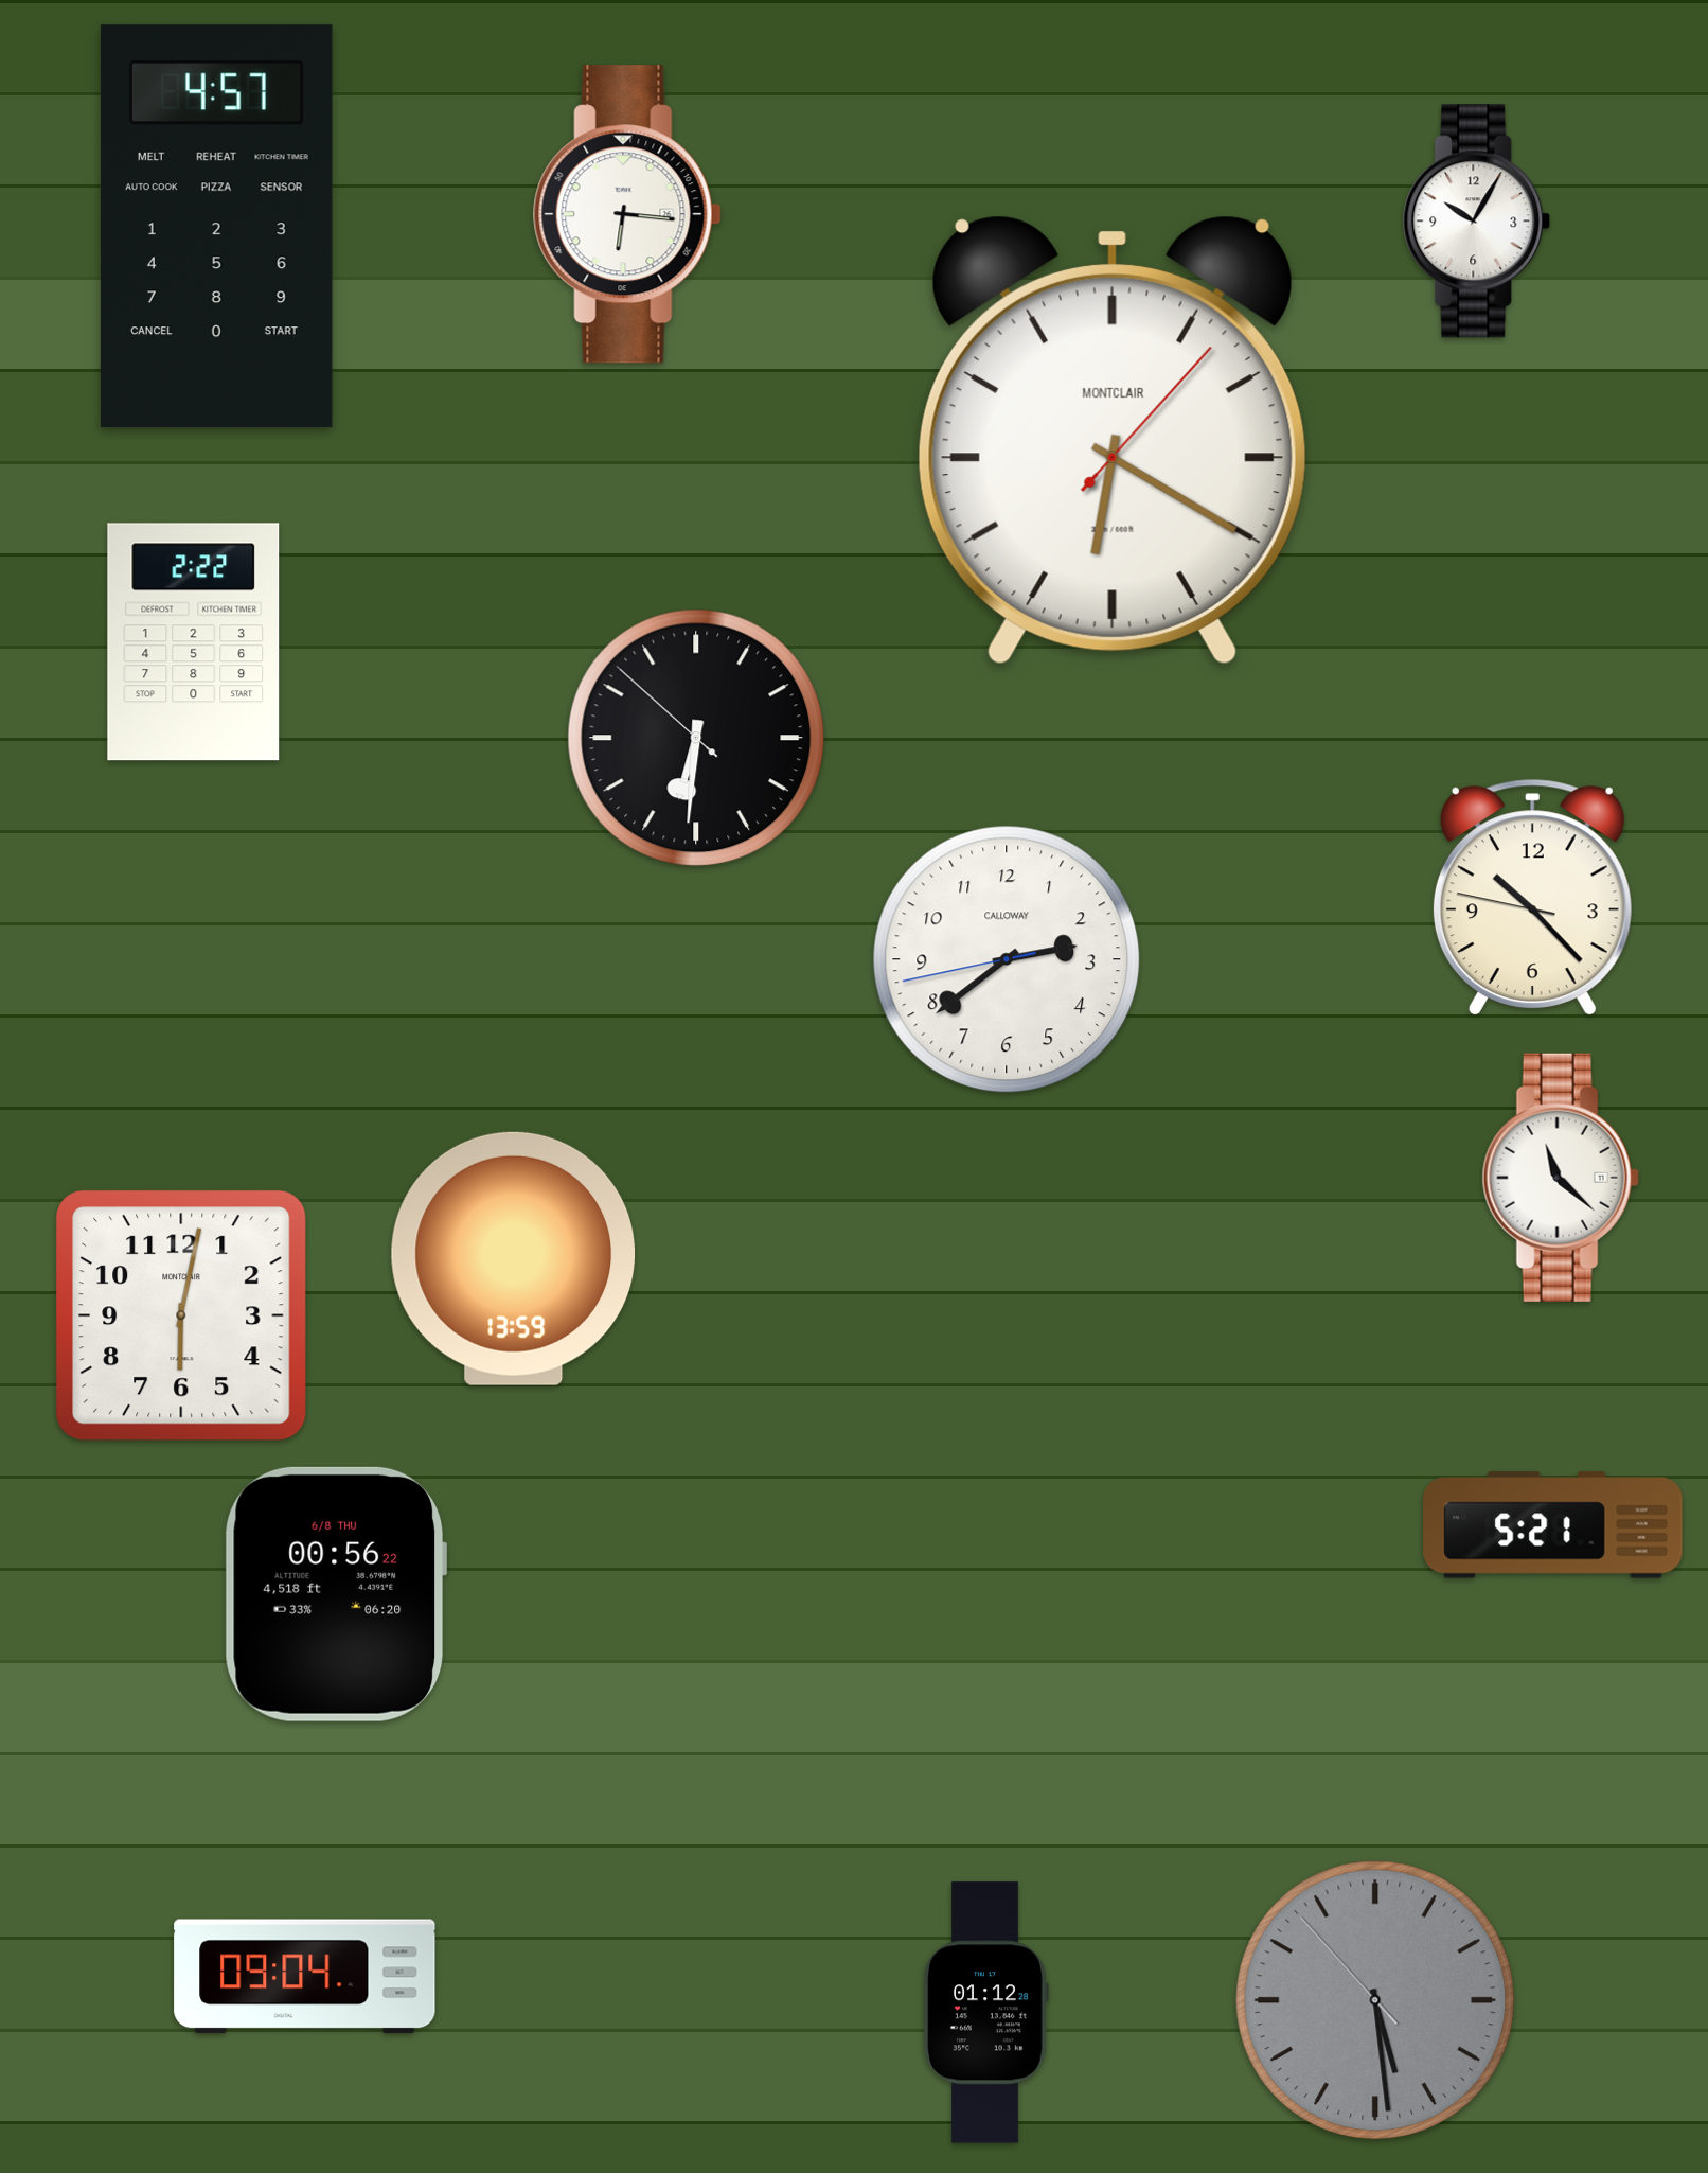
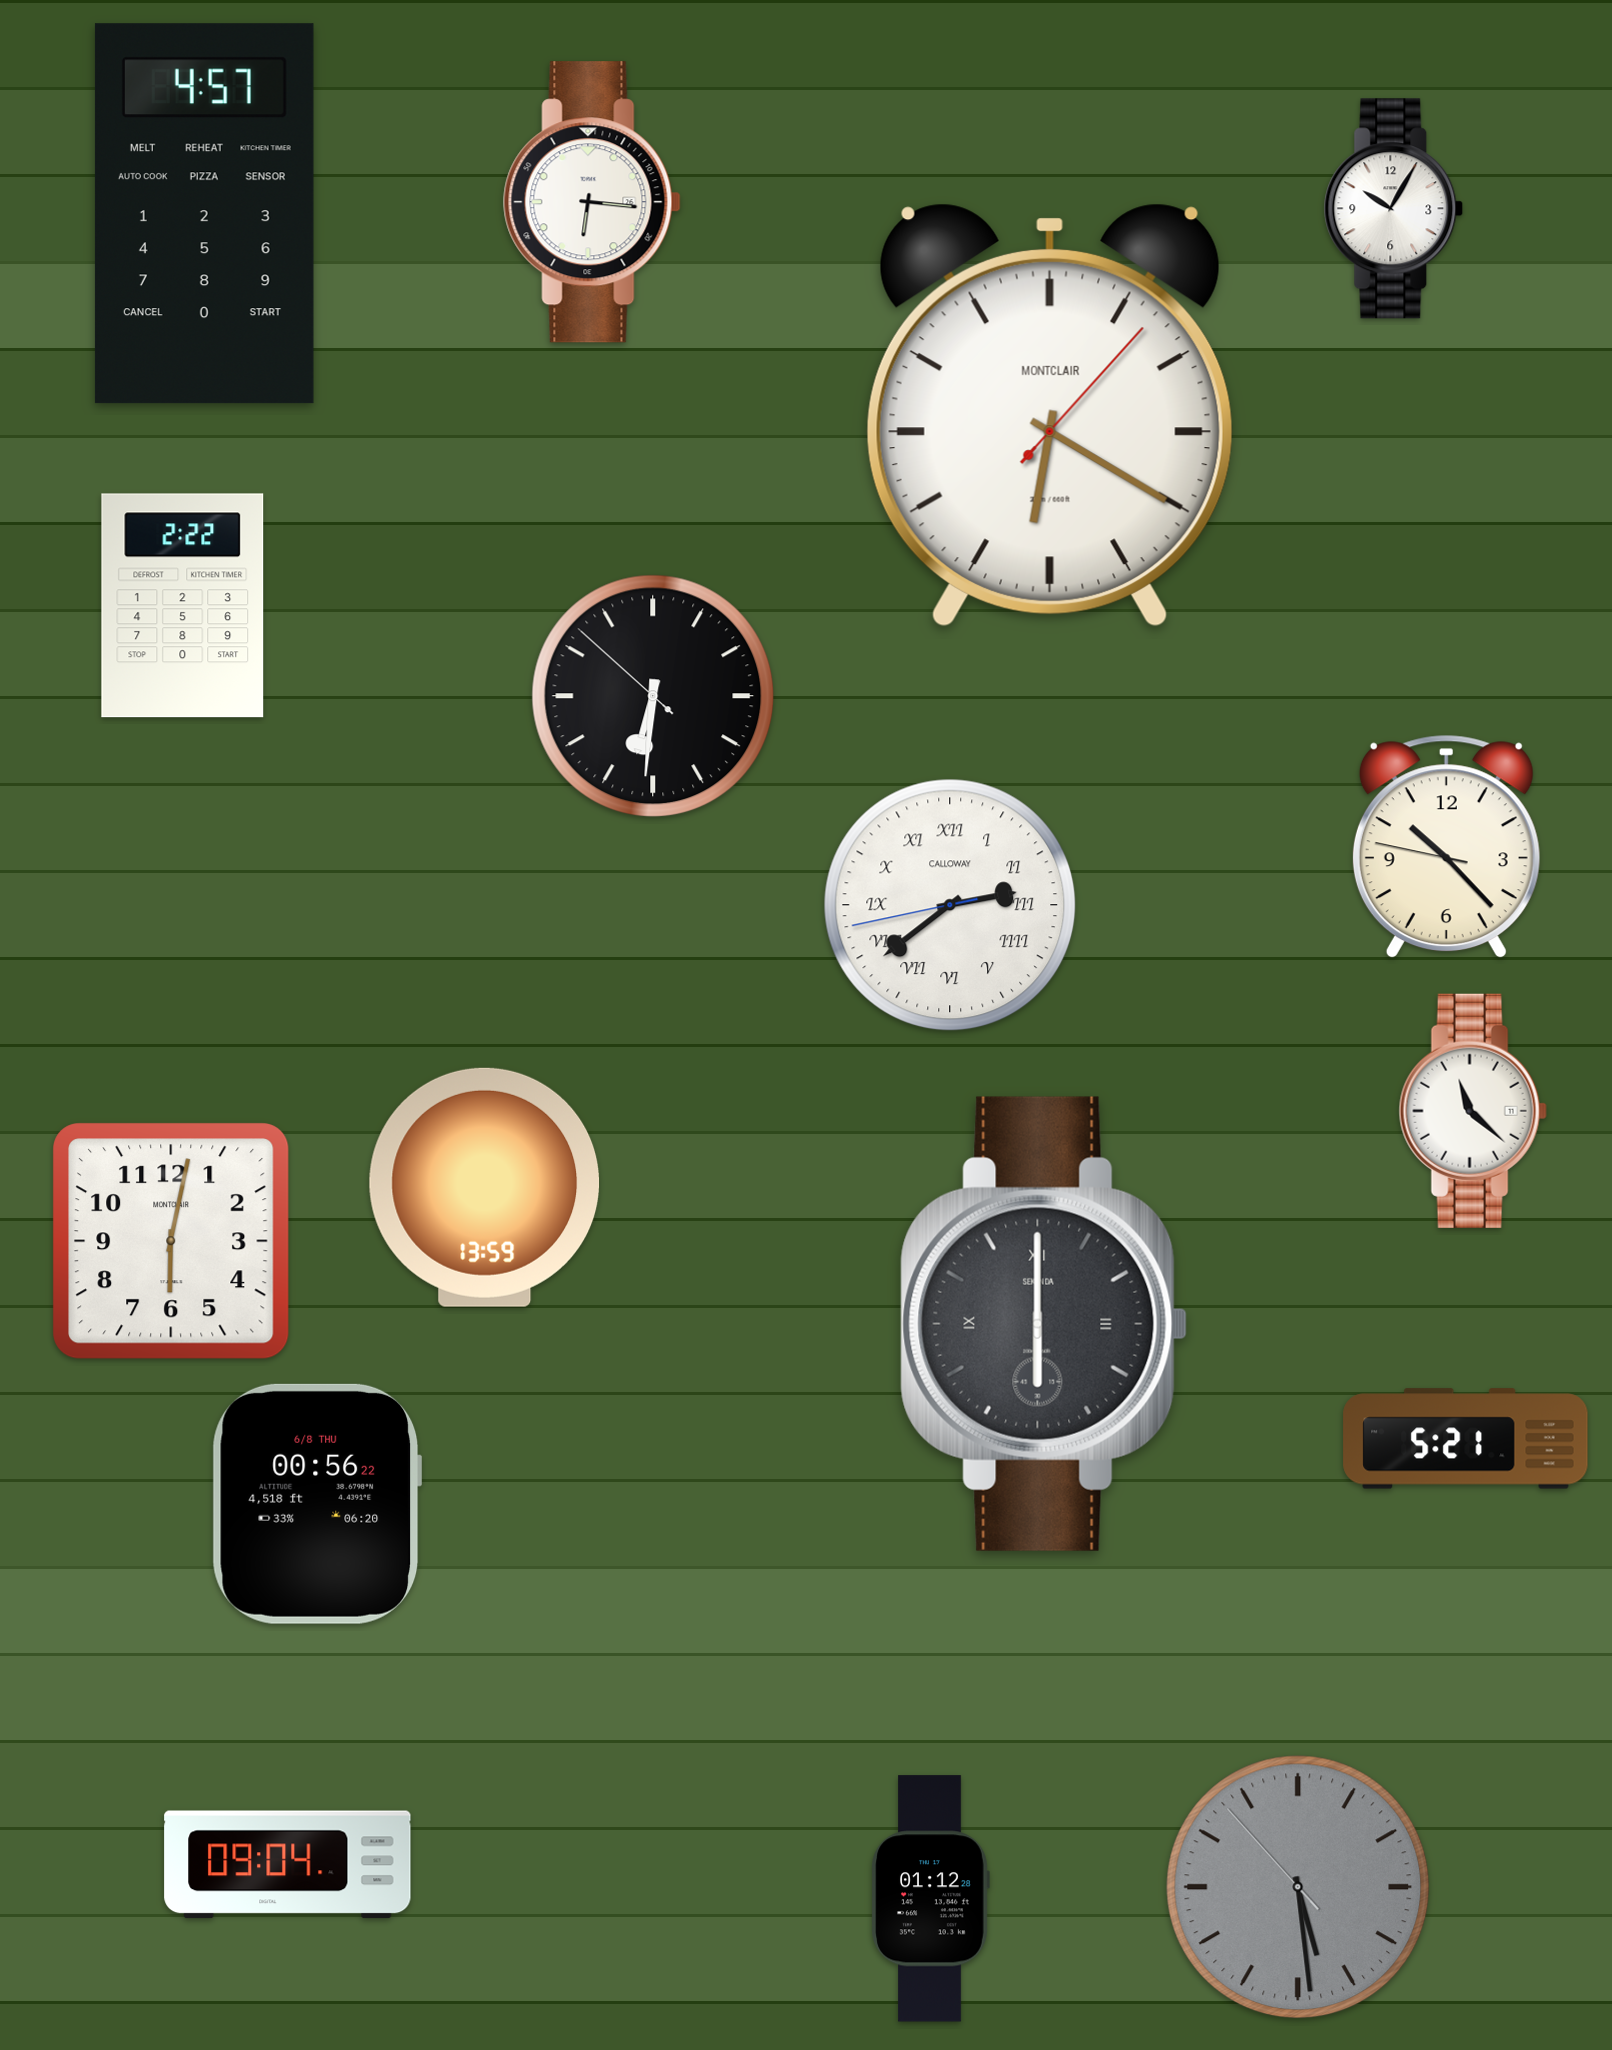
clock at (696, 738) position: (696, 738) -> (653, 696)
clock at (1007, 959) numerals: Arabic -> Roman
clock at (1044, 1324): none -> 6:00
